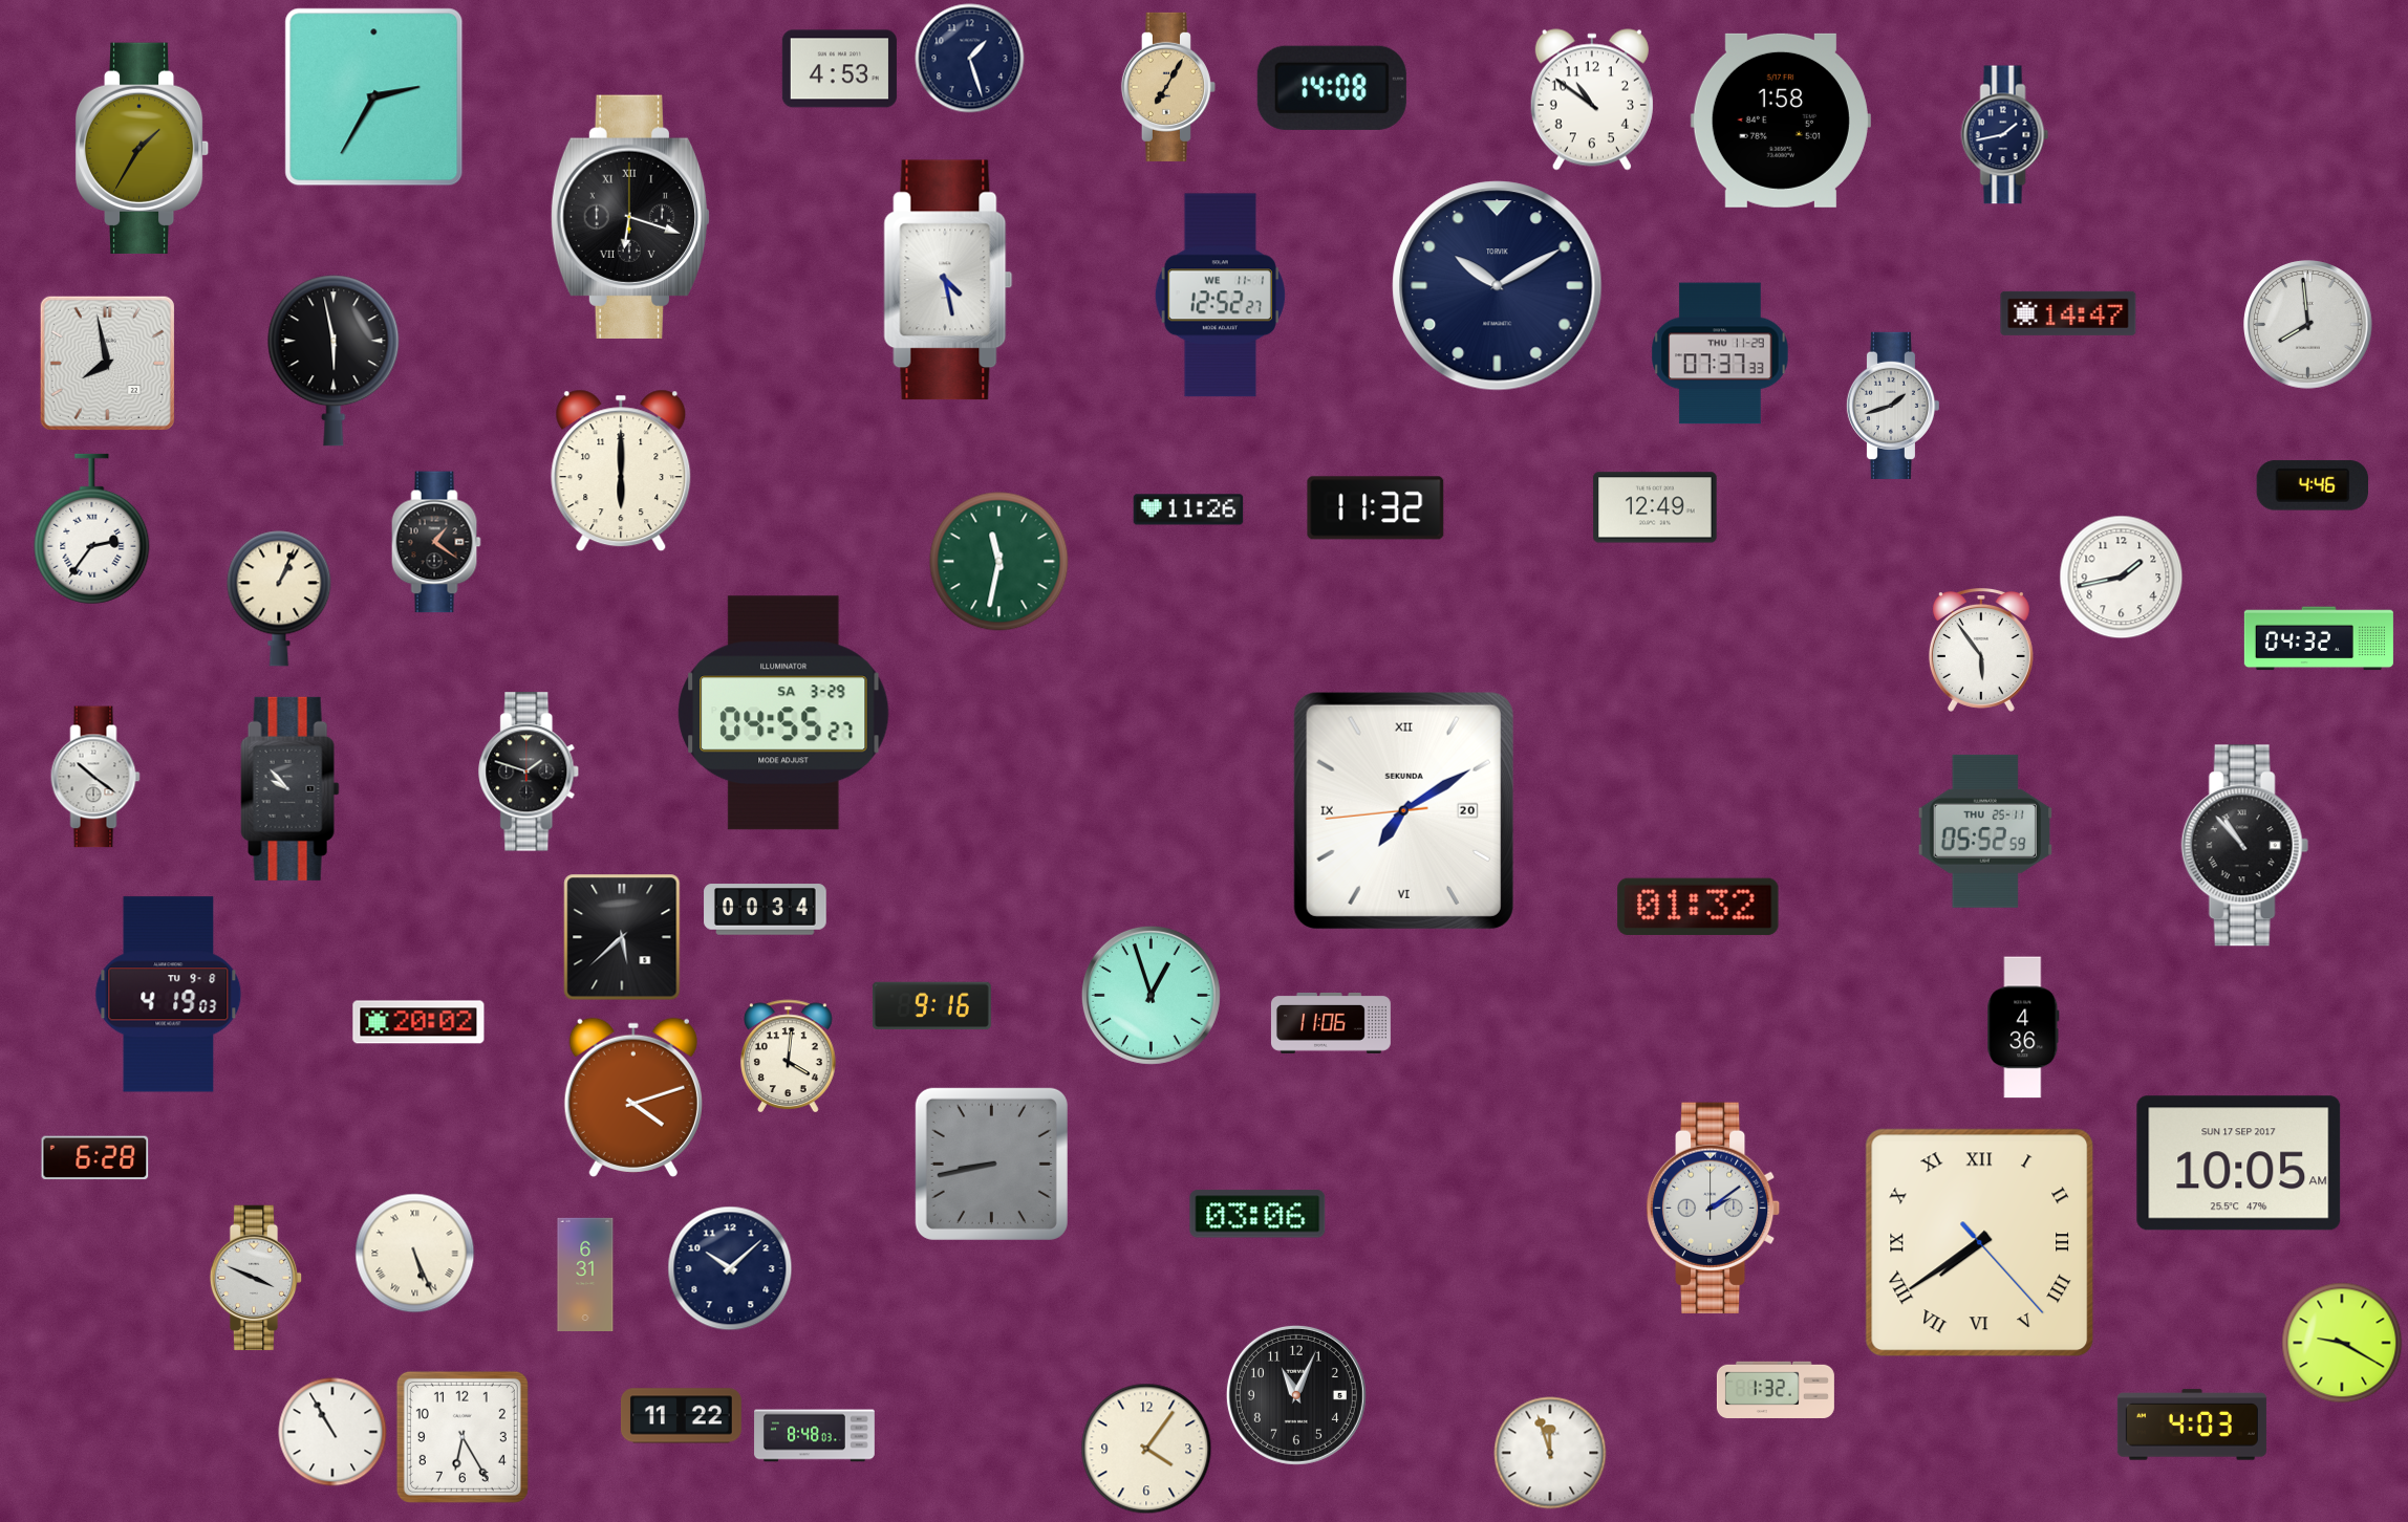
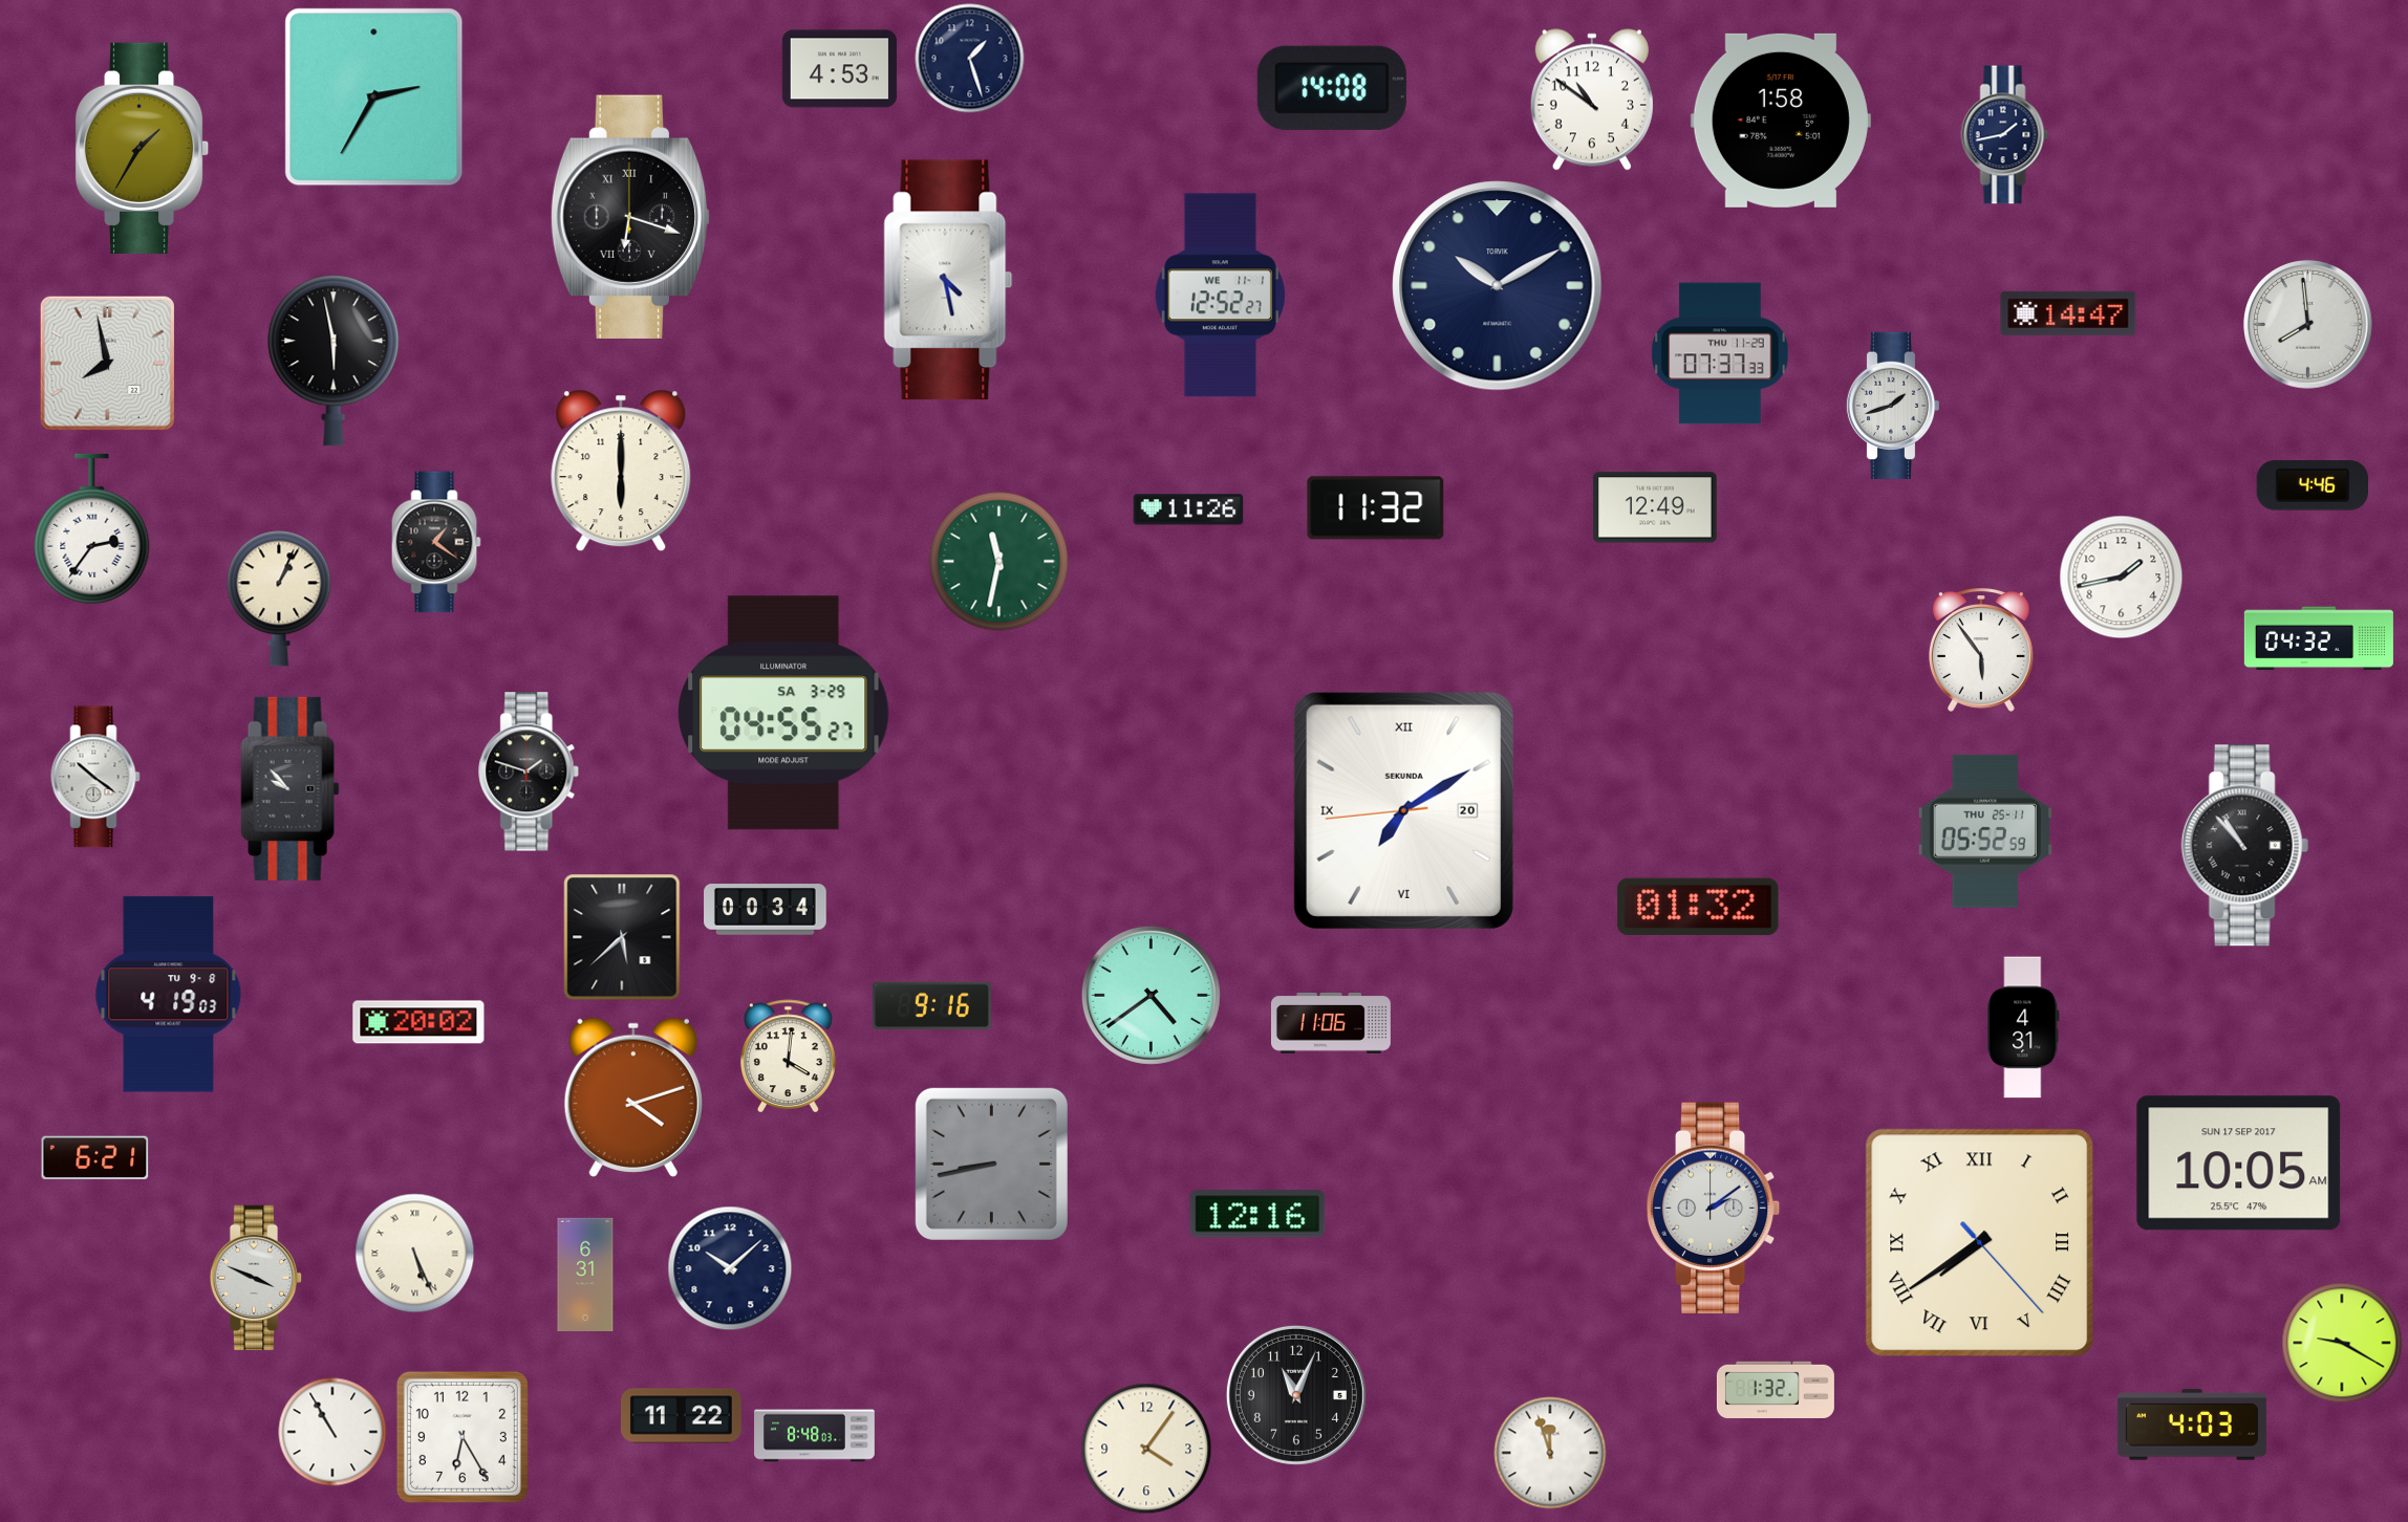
clock at (1168, 87): 7:05 -> none
clock at (1151, 995): 12:57 -> 4:39
clock at (2023, 1027): 4:36 -> 4:31
clock at (95, 1158): 6:28 -> 6:21
clock at (1257, 1214): 03:06 -> 12:16
